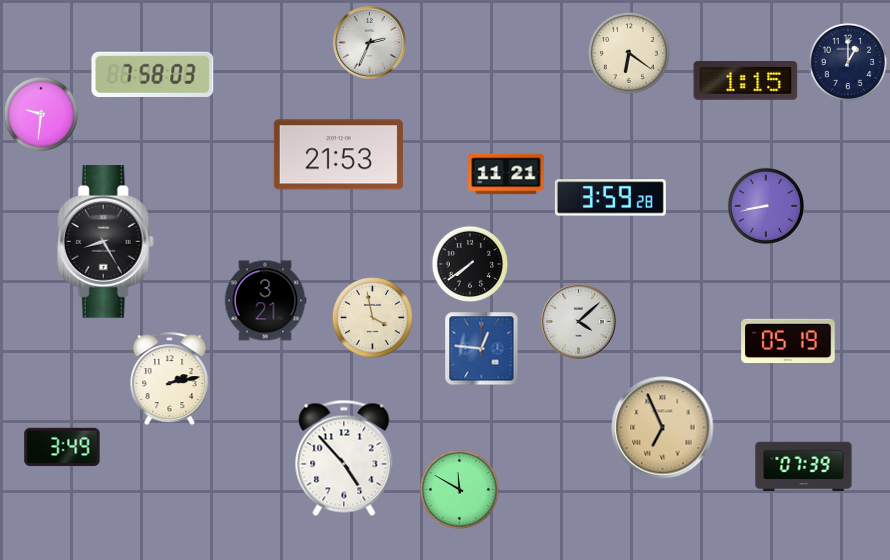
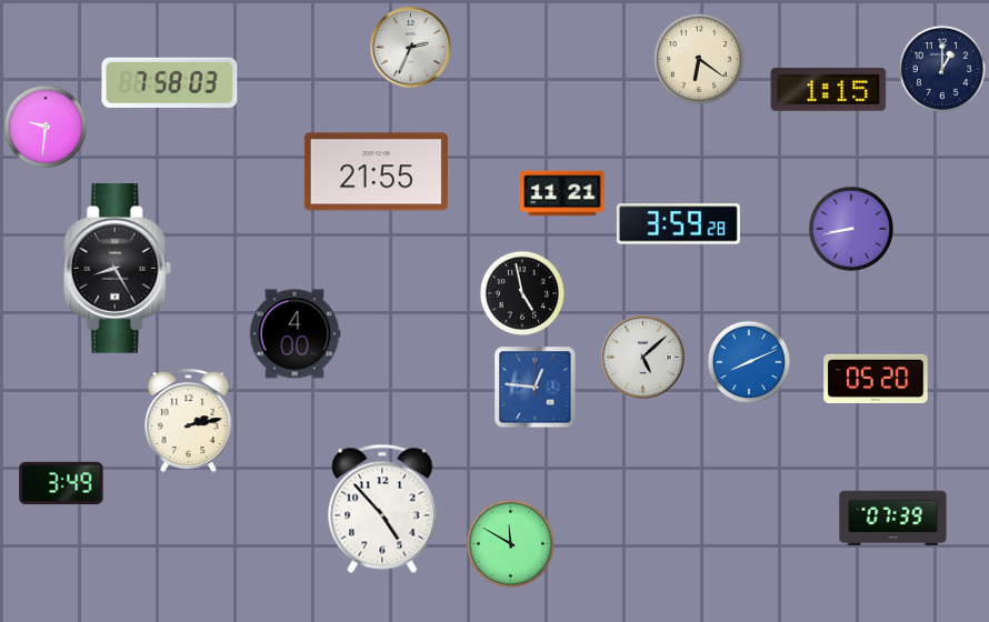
clock at (338, 155): 21:53 -> 21:55
clock at (610, 198) position: (610, 198) -> (678, 224)
clock at (469, 263): 7:39 -> 4:58
clock at (265, 301): 3:21 -> 4:00
clock at (372, 317): 3:58 -> none
clock at (579, 322): 4:08 -> 5:08
clock at (749, 362): none -> 8:11
clock at (788, 340): 05:19 -> 05:20
clock at (663, 428): 6:56 -> none
clock at (62, 447) position: (62, 447) -> (61, 483)
